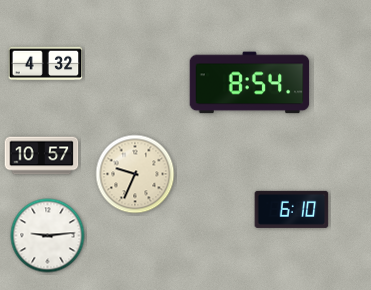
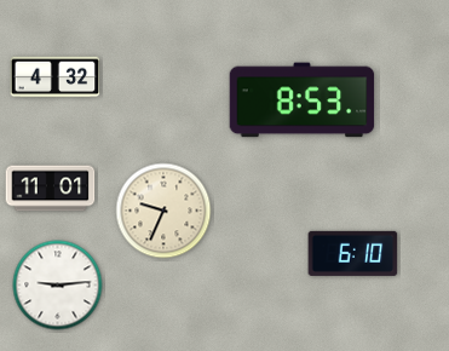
clock at (250, 83): 8:54 -> 8:53
clock at (42, 156): 10:57 -> 11:01
